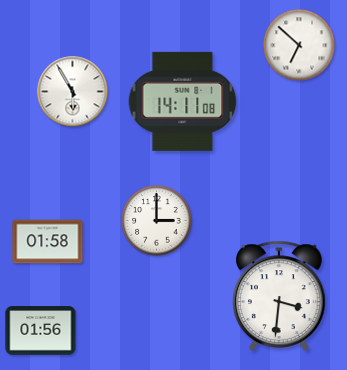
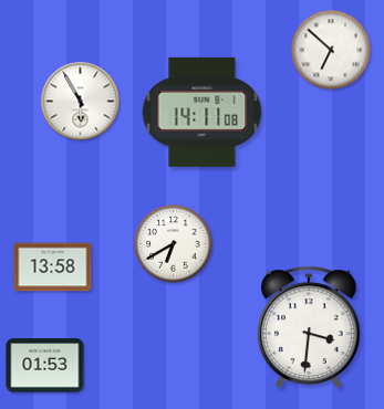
clock at (157, 221): 3:00 -> 6:40
clock at (48, 242): 01:58 -> 13:58
clock at (41, 331): 01:56 -> 01:53
